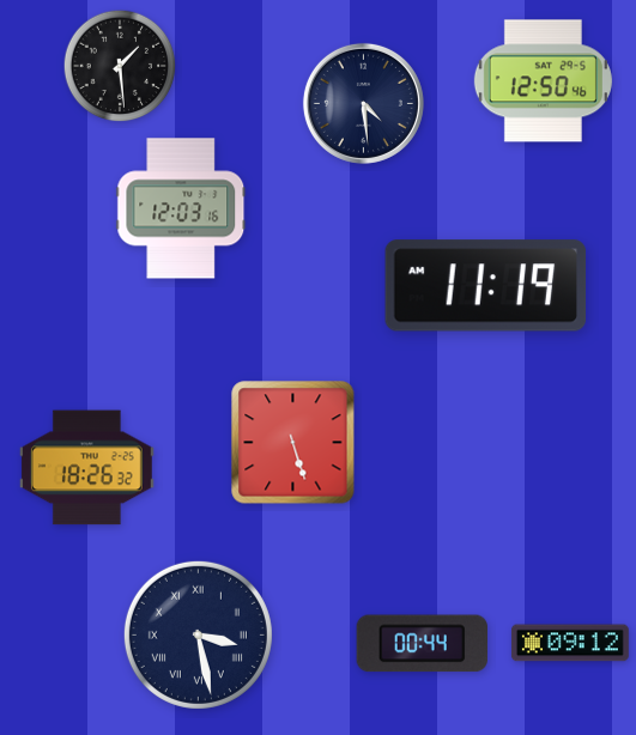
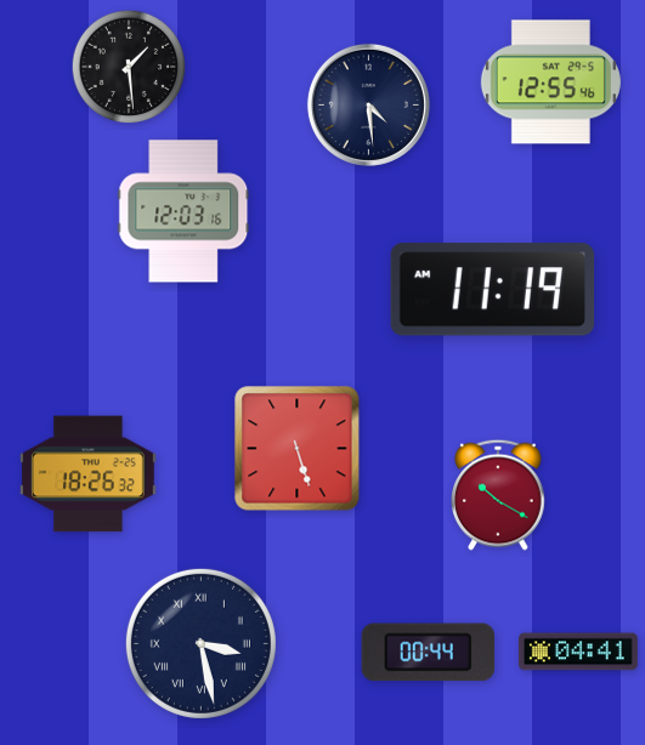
clock at (120, 66) position: (120, 66) -> (129, 67)
clock at (543, 81): 12:50 -> 12:55
clock at (499, 495): none -> 10:20
clock at (570, 643): 09:12 -> 04:41
